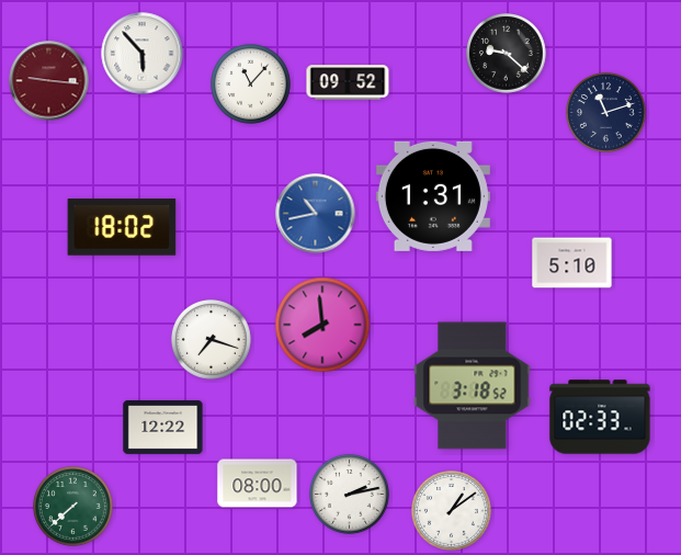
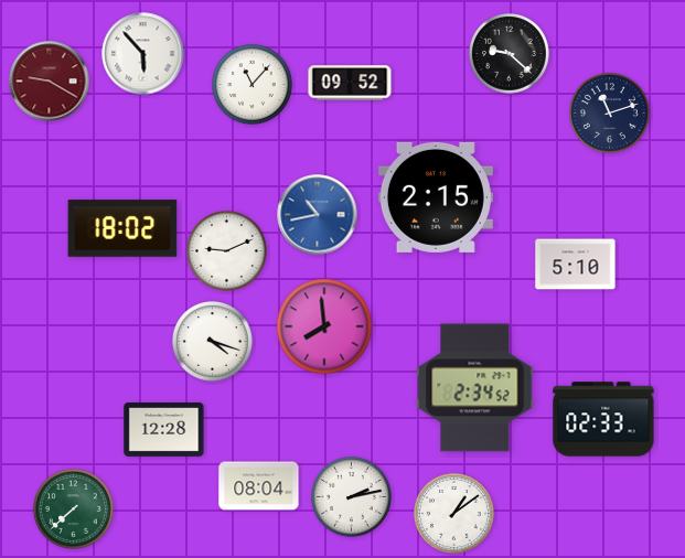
clock at (49, 81): 9:16 -> 9:20
clock at (433, 196): 1:31 -> 2:15
clock at (227, 251): none -> 9:11
clock at (212, 340): 7:18 -> 4:18
clock at (473, 386): 3:18 -> 2:34
clock at (163, 427): 12:22 -> 12:28
clock at (258, 484): 08:00 -> 08:04
